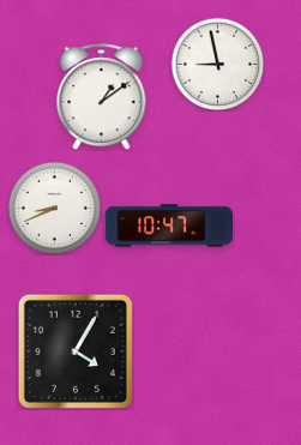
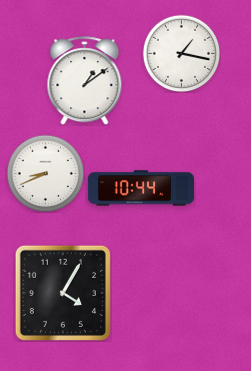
clock at (217, 64): 8:58 -> 1:17
clock at (169, 225): 10:47 -> 10:44
